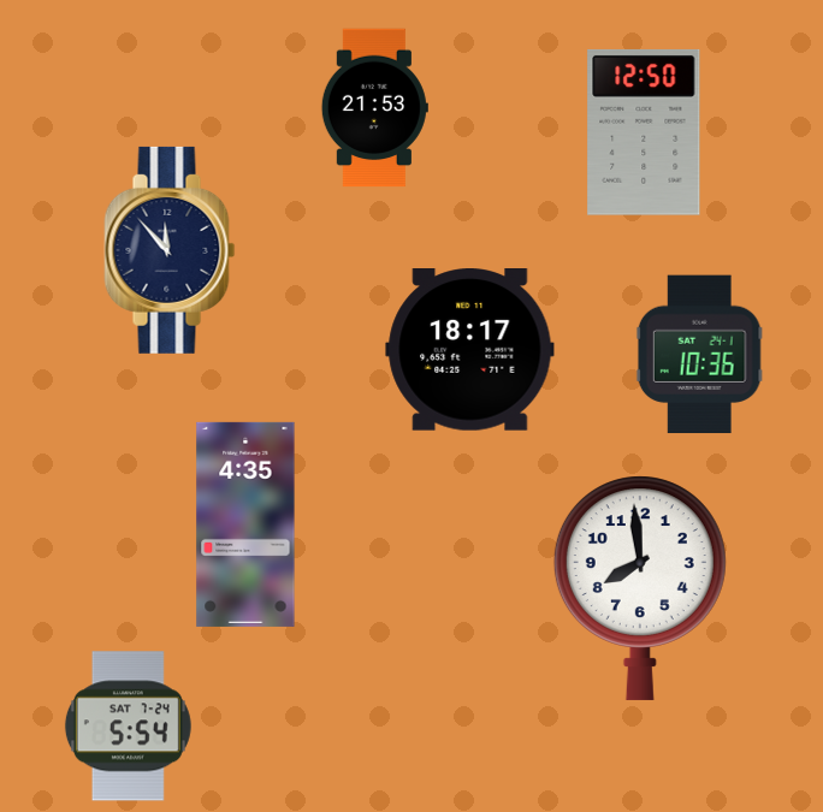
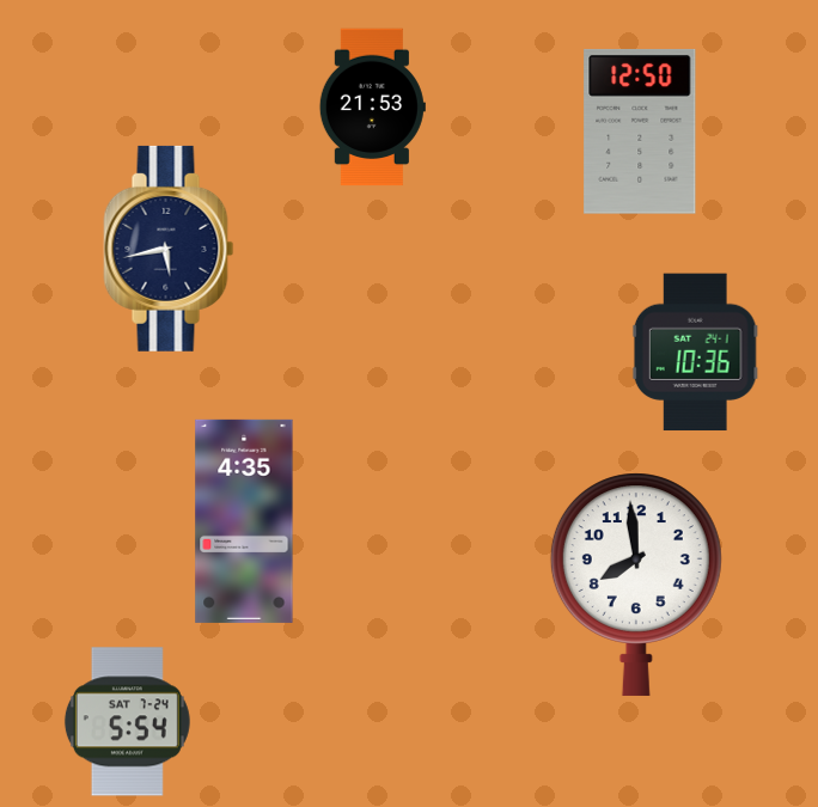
clock at (170, 250): 11:53 -> 5:43
clock at (470, 350): 18:17 -> none
